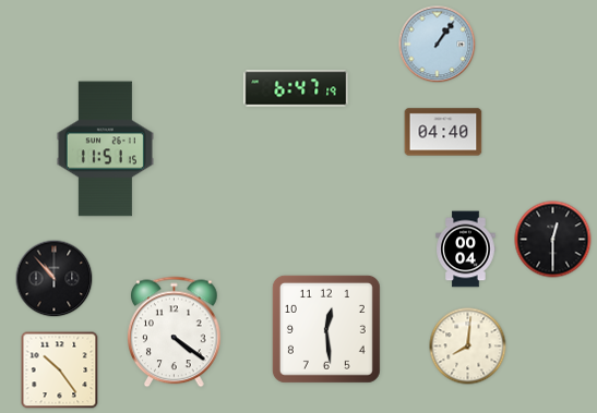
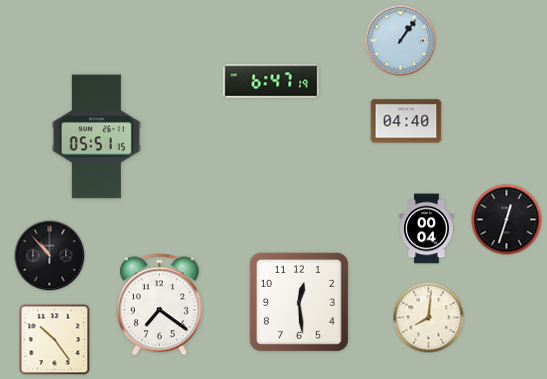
clock at (105, 149): 11:51 -> 05:51
clock at (553, 240): 12:30 -> 12:33
clock at (175, 332): 4:21 -> 7:21
